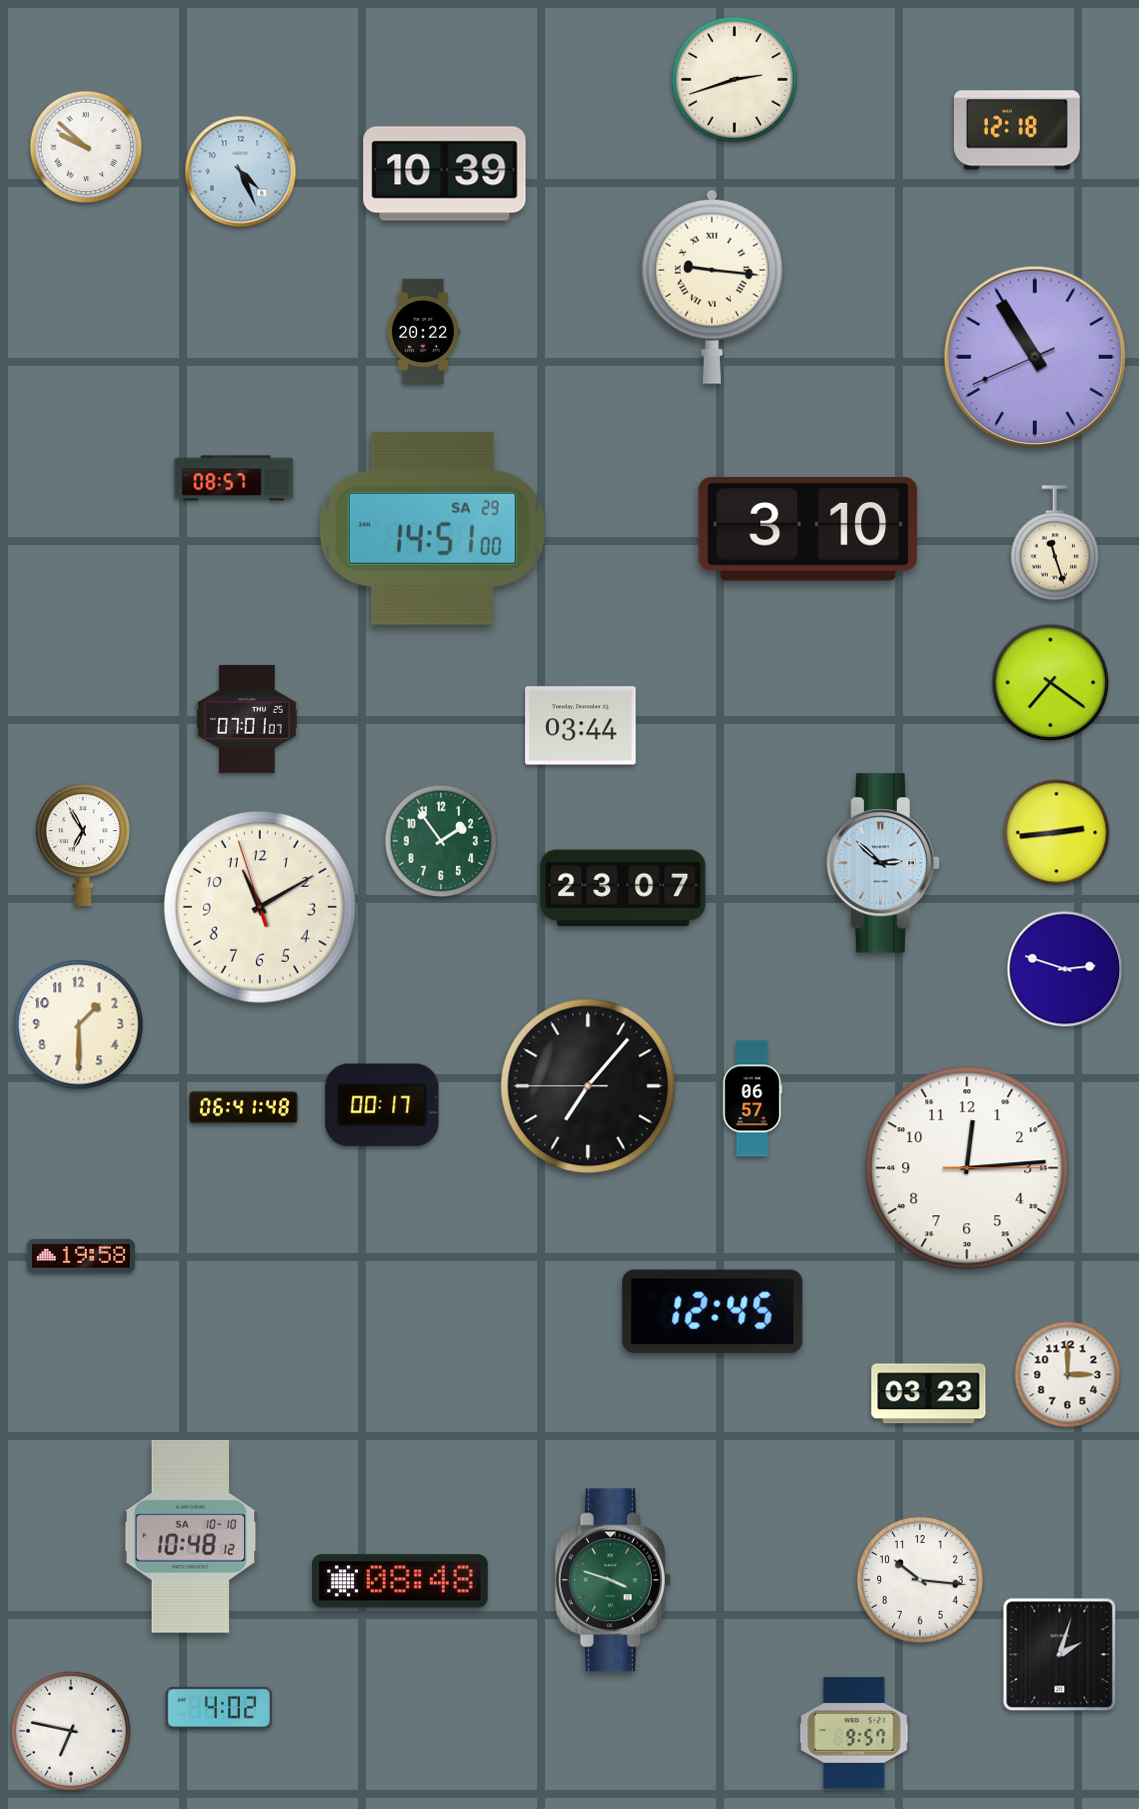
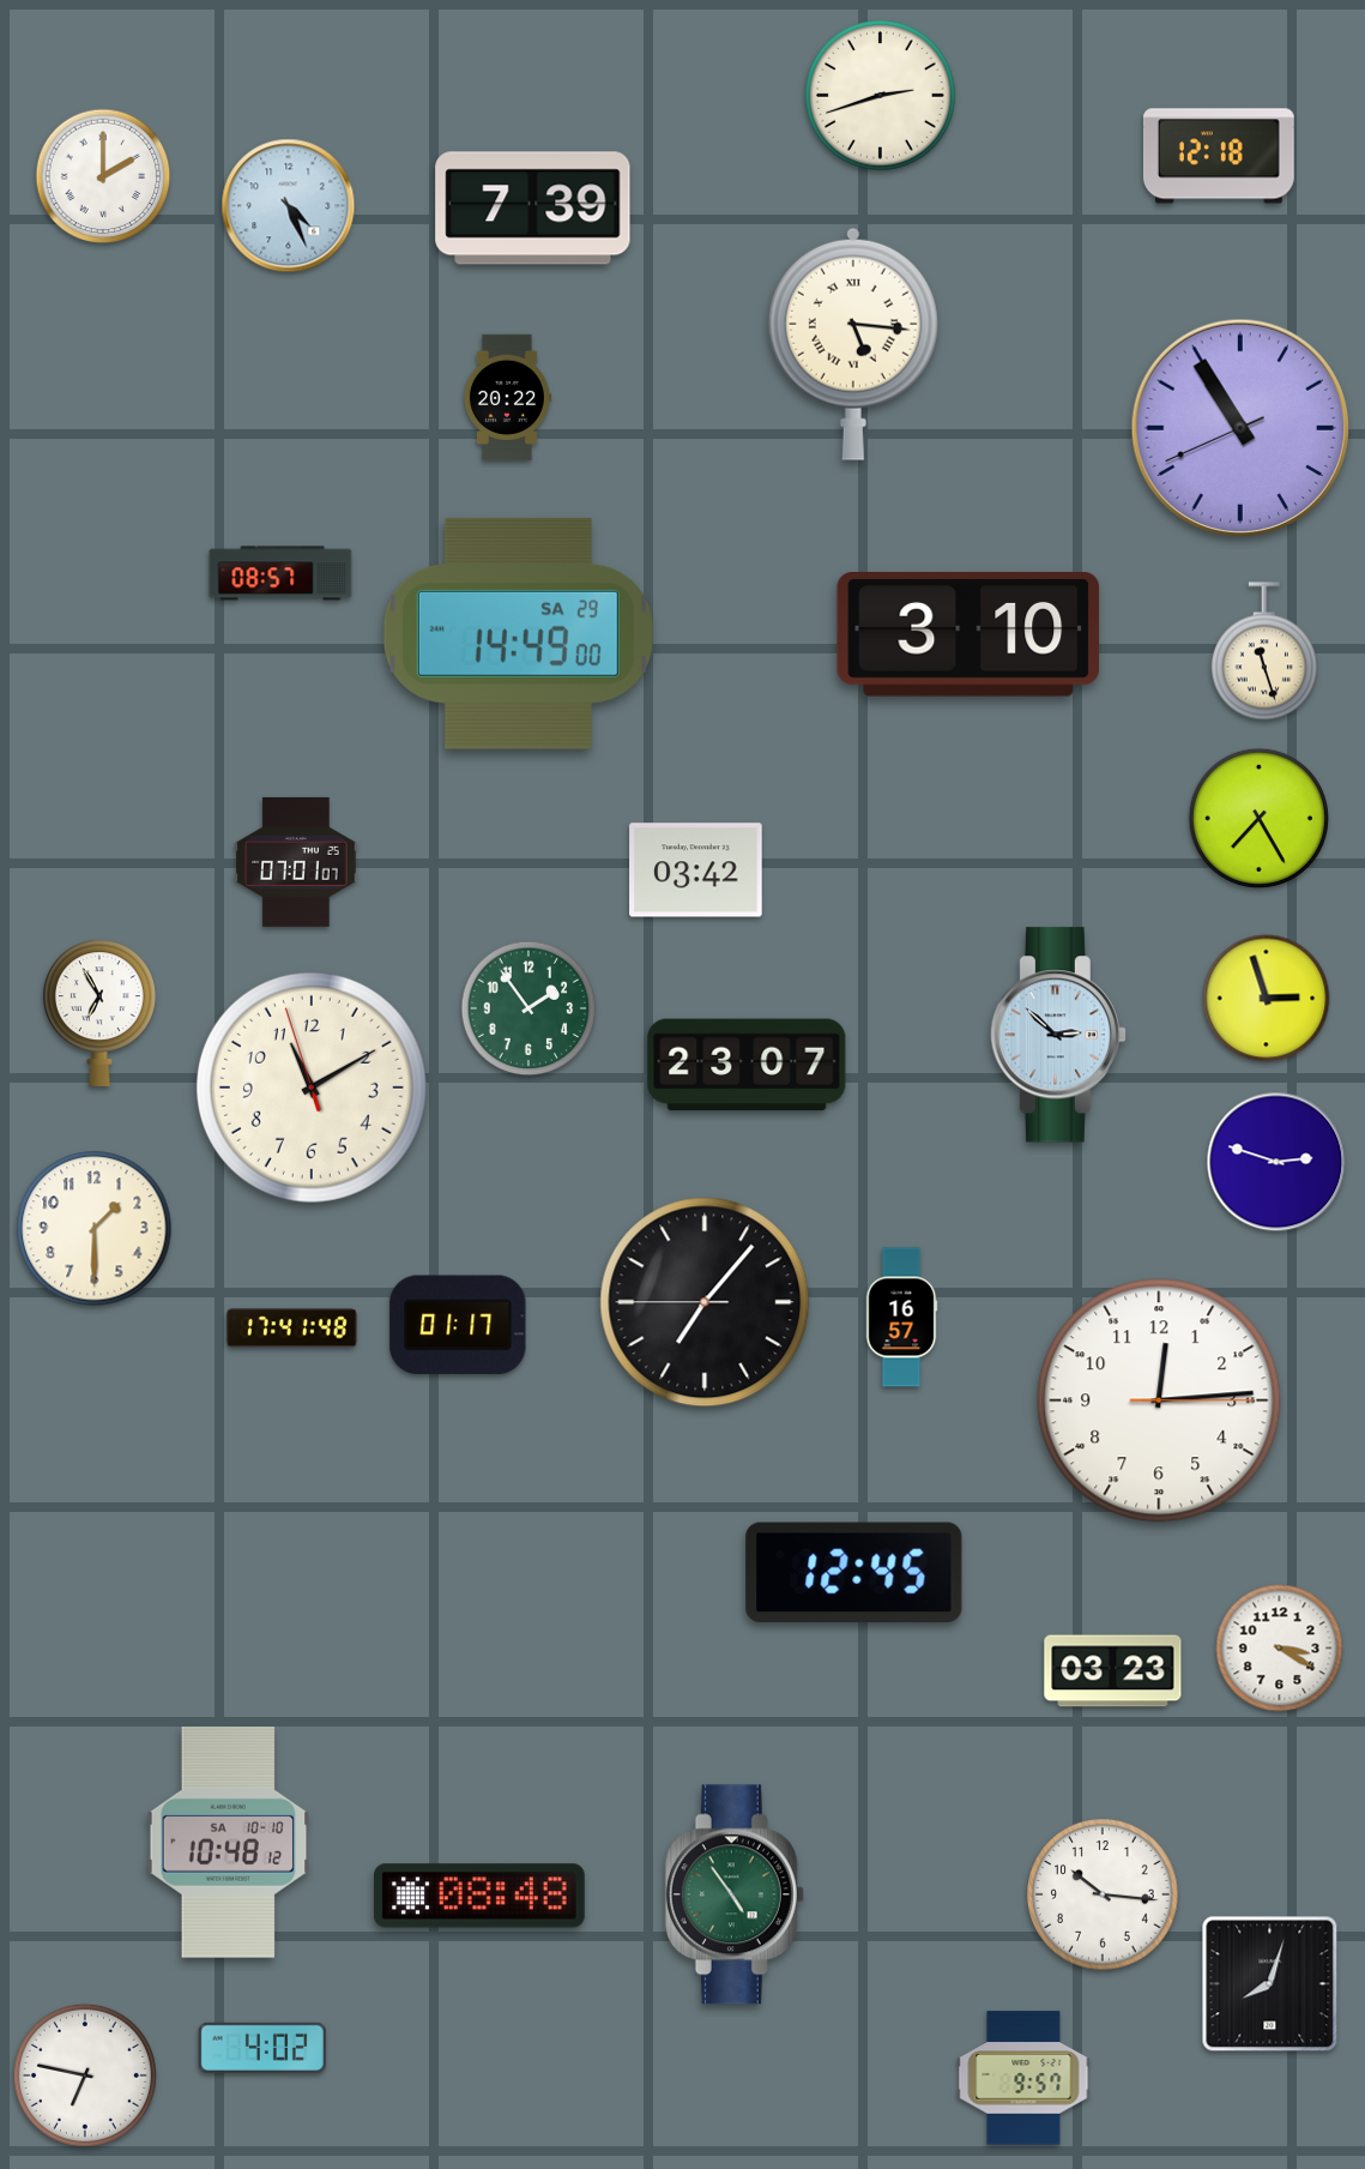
clock at (86, 147): 9:52 -> 2:00
clock at (445, 174): 10:39 -> 7:39
clock at (712, 287): 9:16 -> 5:16
clock at (432, 528): 14:51 -> 14:49
clock at (1050, 682): 7:21 -> 7:25
clock at (581, 726): 03:44 -> 03:42
clock at (1057, 833): 2:44 -> 2:57
clock at (752, 1099): 06:57 -> 16:57
clock at (382, 1105): 00:17 -> 01:17
clock at (243, 1108): 06:41 -> 17:41
clock at (81, 1256): 19:58 -> none
clock at (1068, 1375): 3:00 -> 3:20
clock at (613, 1580): 3:48 -> 4:54
clock at (1060, 1655): 2:03 -> 8:03
